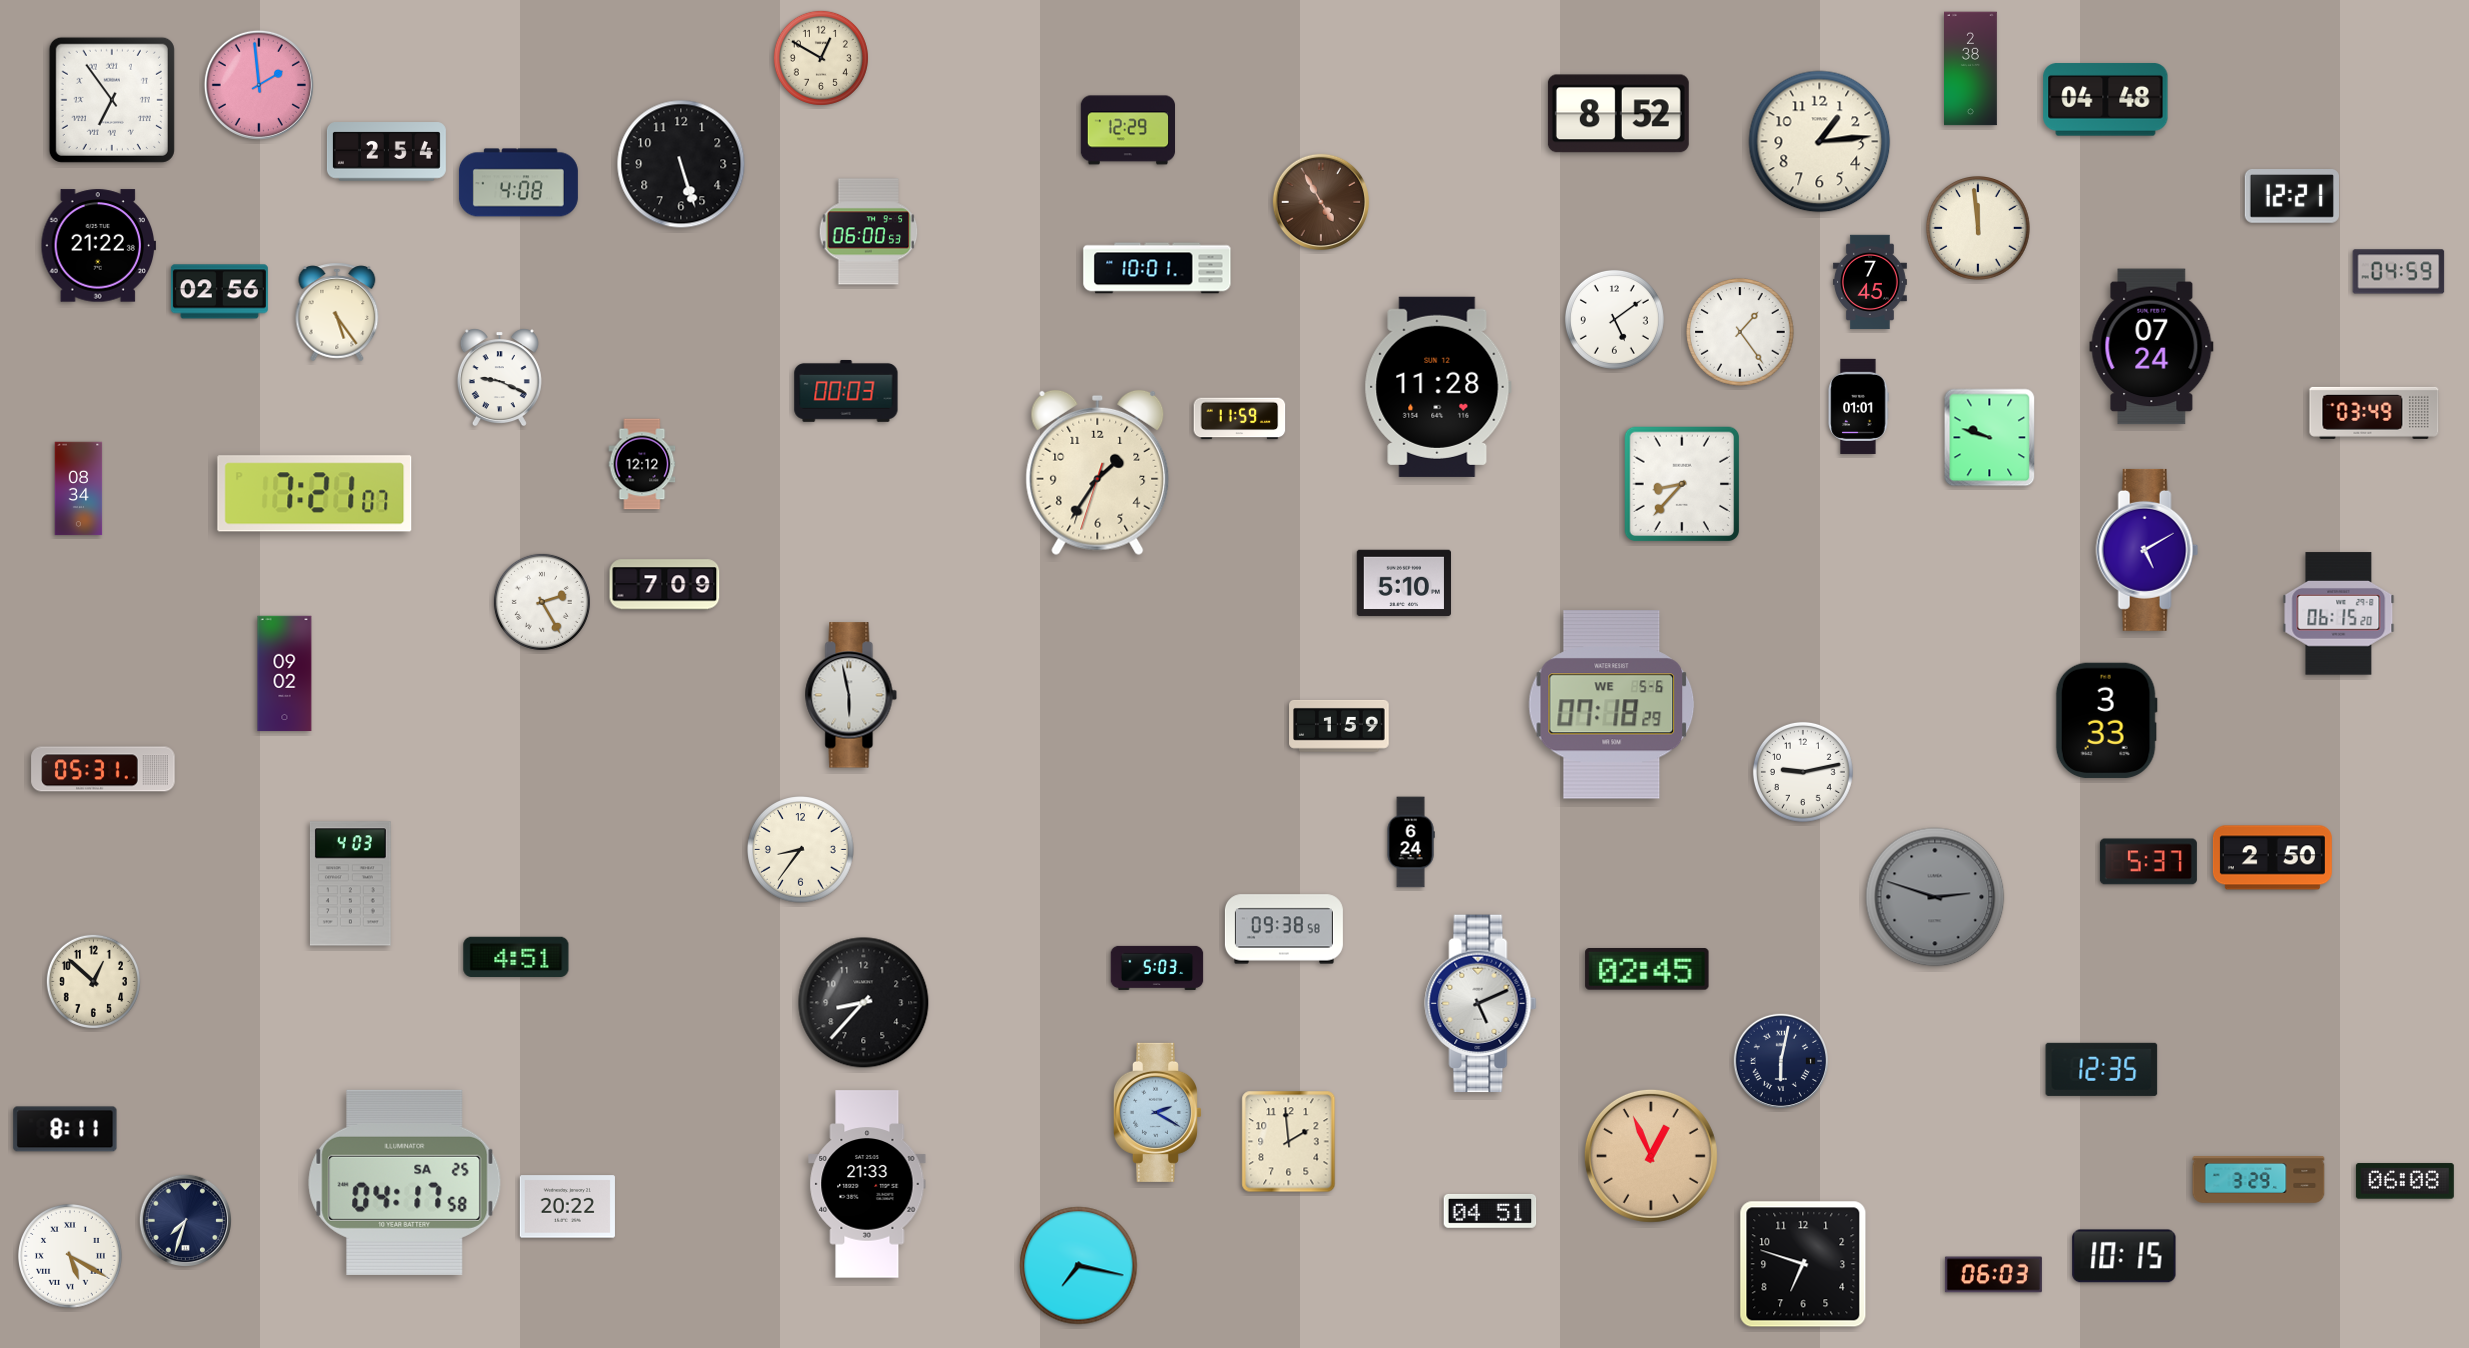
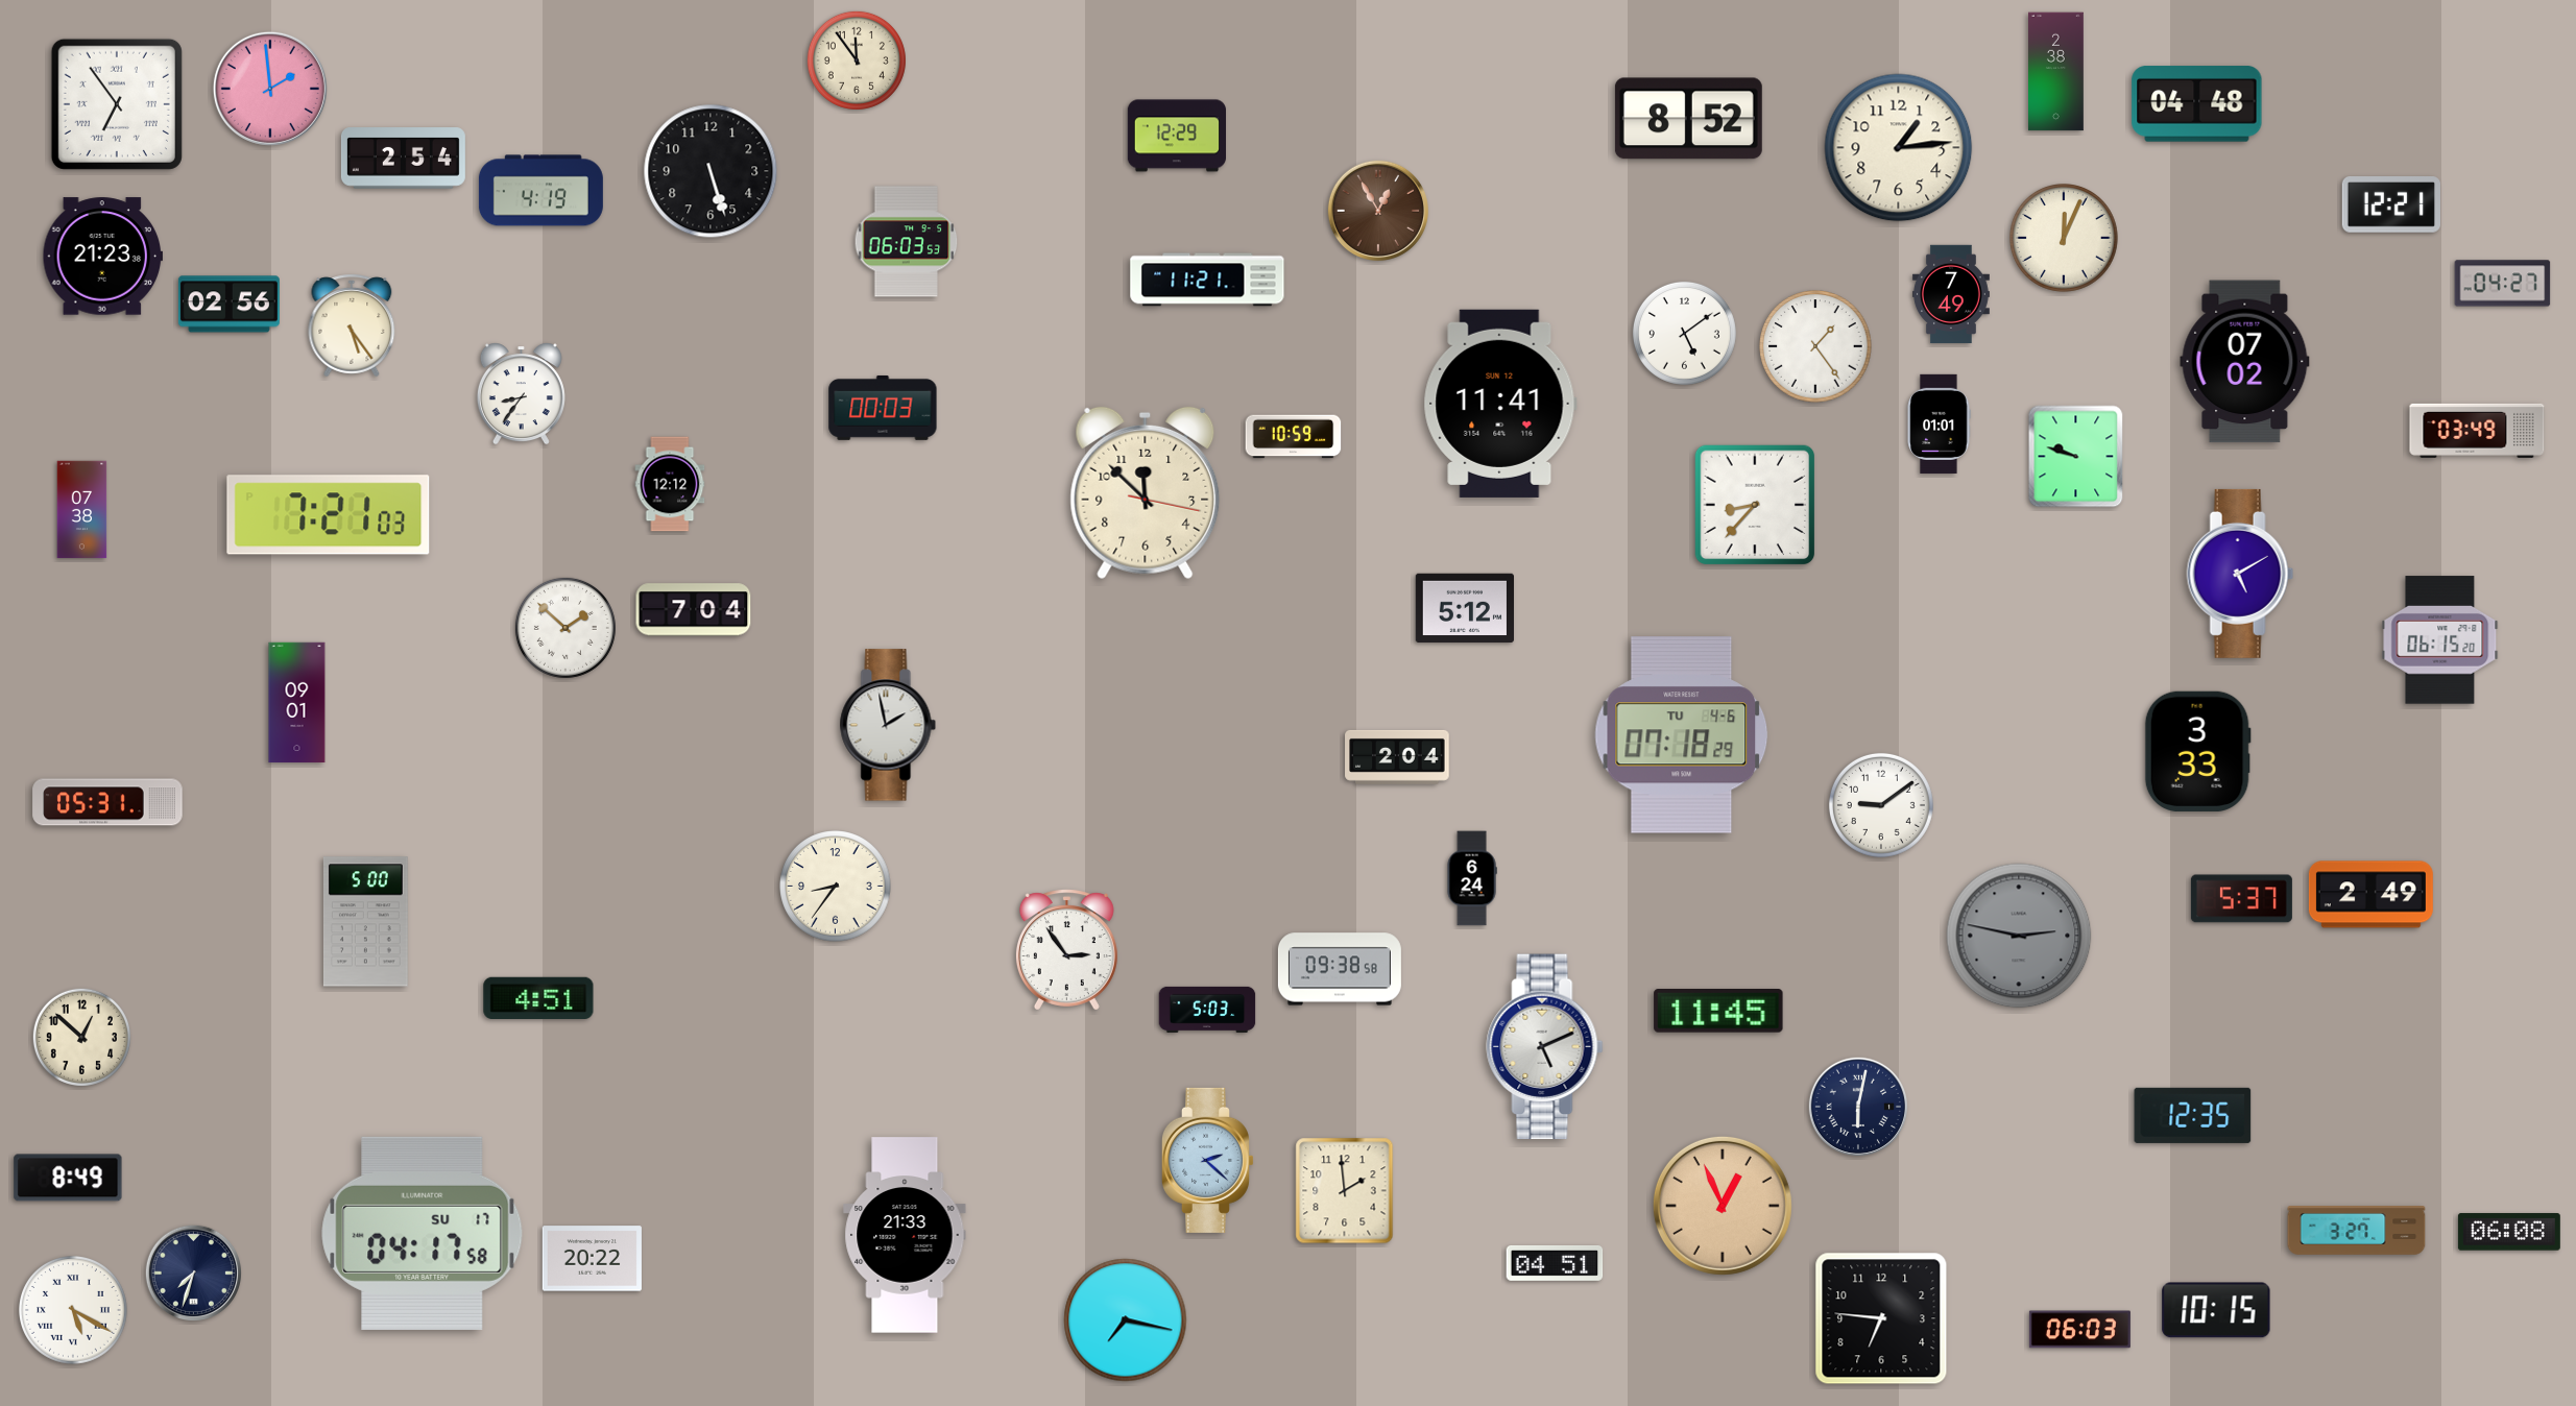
clock at (821, 58): 12:50 -> 11:54
clock at (518, 183): 4:08 -> 4:19
clock at (1321, 202): 4:55 -> 12:55
clock at (1979, 229): 11:59 -> 12:04
clock at (869, 232): 06:00 -> 06:03
clock at (98, 246): 21:22 -> 21:23
clock at (1157, 268): 10:01 -> 11:21
clock at (2399, 272): 04:59 -> 04:27
clock at (1870, 282): 7:45 -> 7:49
clock at (2152, 347): 07:24 -> 07:02
clock at (499, 378): 9:19 -> 8:36
clock at (1438, 387): 11:28 -> 11:41
clock at (1240, 419): 11:59 -> 10:59
clock at (1098, 473): 1:35 -> 11:52
clock at (79, 489): 08:34 -> 07:38
clock at (315, 494): 7:21:07 -> 7:21:03
clock at (1403, 583): 5:10 -> 5:12
clock at (665, 585): 7:09 -> 7:04
clock at (542, 602): 2:25 -> 1:52
clock at (285, 674): 09:02 -> 09:01
clock at (851, 695): 5:58 -> 1:58
clock at (1612, 705) date: WE 5-6 -> TU 4-6
clock at (1339, 726): 1:59 -> 2:04
clock at (1803, 772): 9:13 -> 9:09
clock at (2272, 858): 2:50 -> 2:49
clock at (350, 884): 4:03 -> 5:00
clock at (1935, 897): 2:48 -> 2:47
clock at (1066, 950): none -> 2:54
clock at (1647, 970): 02:45 -> 11:45
clock at (93, 981) position: (93, 981) -> (81, 1037)
clock at (864, 1003): 8:37 -> none
clock at (1157, 1112): 2:20 -> 2:22
clock at (65, 1129): 8:11 -> 8:49
clock at (2259, 1180): 3:29 -> 3:27
clock at (405, 1182) date: SA 25 -> SU 17
clock at (1803, 1264): 6:48 -> 6:46
